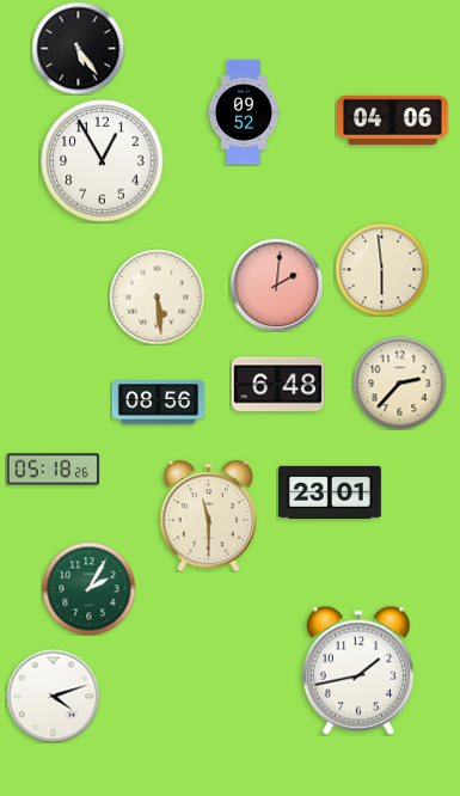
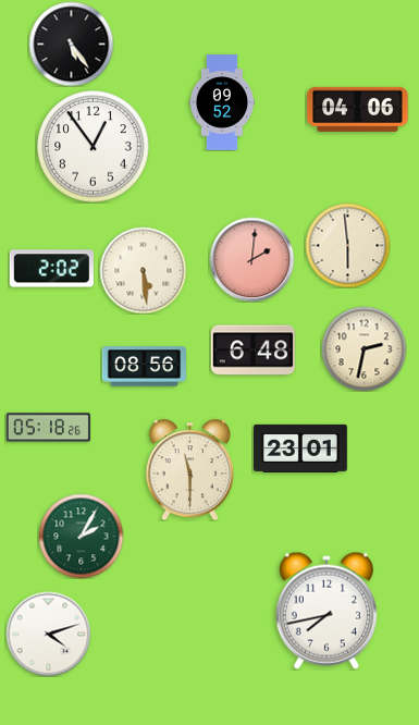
clock at (103, 161): 12:55 -> 12:54
clock at (51, 269): none -> 2:02
clock at (399, 382): 2:37 -> 2:32
clock at (358, 671): 1:43 -> 7:43
